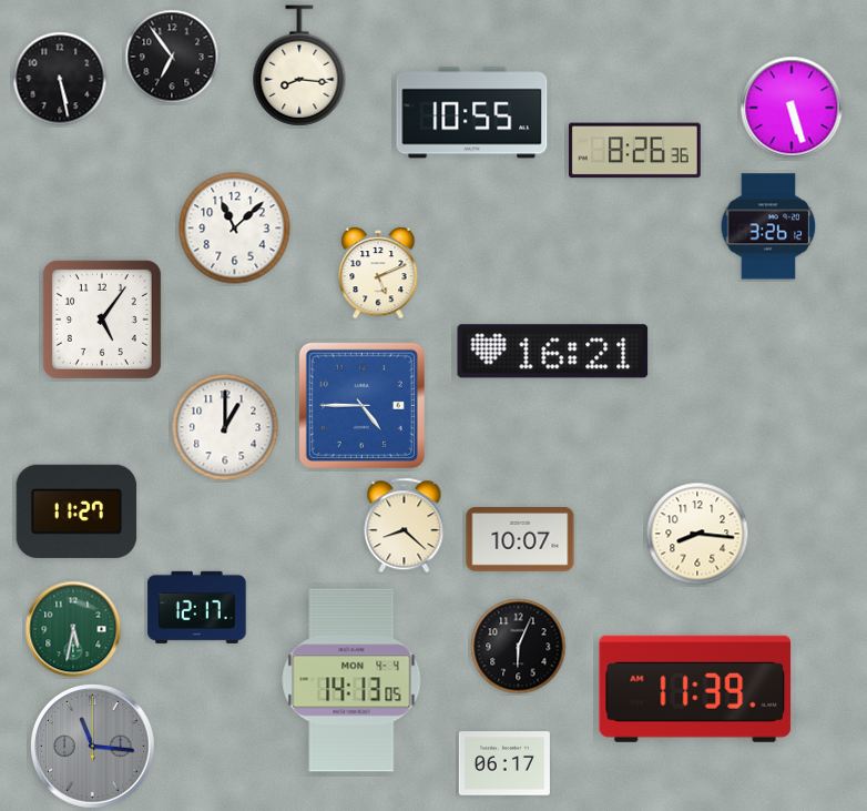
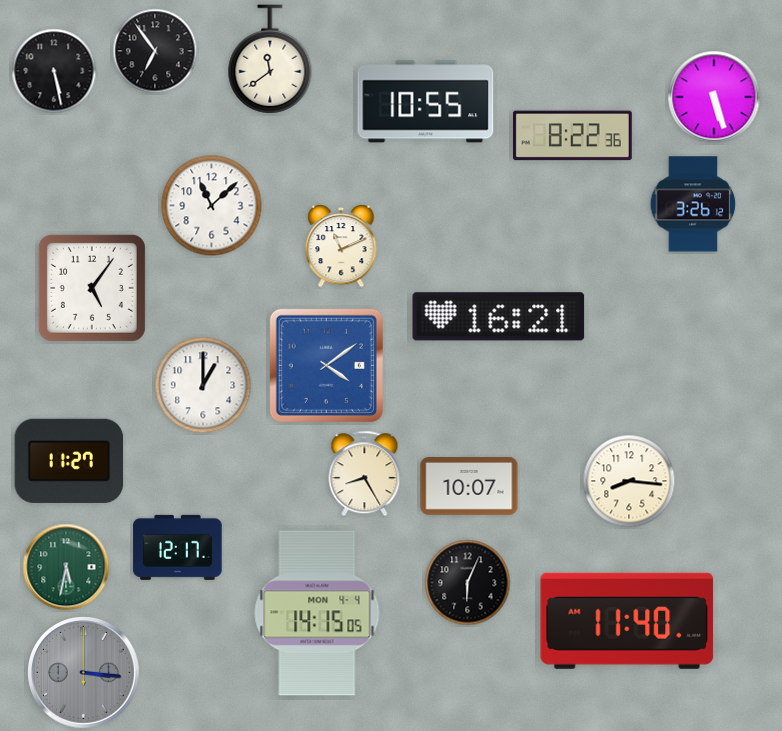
clock at (299, 65): 8:16 -> 11:39
clock at (634, 151): 8:26 -> 8:22
clock at (378, 274): 5:11 -> 11:11
clock at (361, 405): 4:45 -> 4:09
clock at (405, 526): 8:22 -> 8:25
clock at (351, 680): 14:13 -> 14:15
clock at (695, 689): 11:39 -> 11:40
clock at (93, 747): 11:16 -> 3:16
clock at (504, 763): 06:17 -> none
